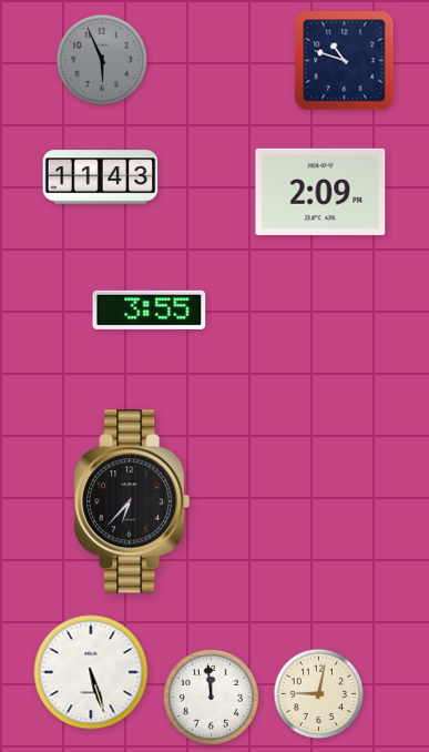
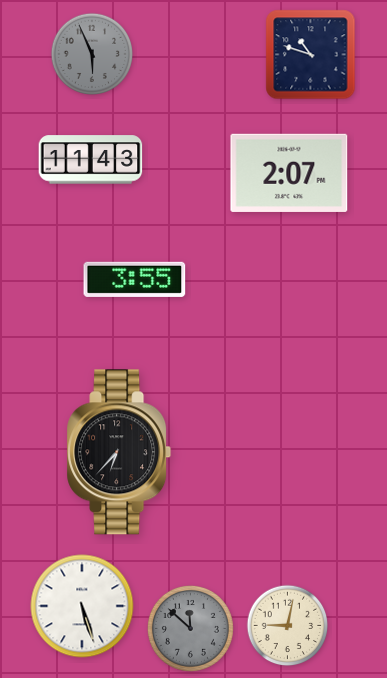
clock at (320, 192): 2:09 -> 2:07
clock at (211, 697): 11:59 -> 11:52
clock at (211, 697) dial: white -> grey
